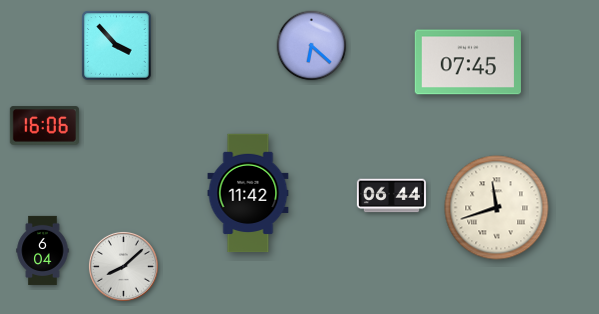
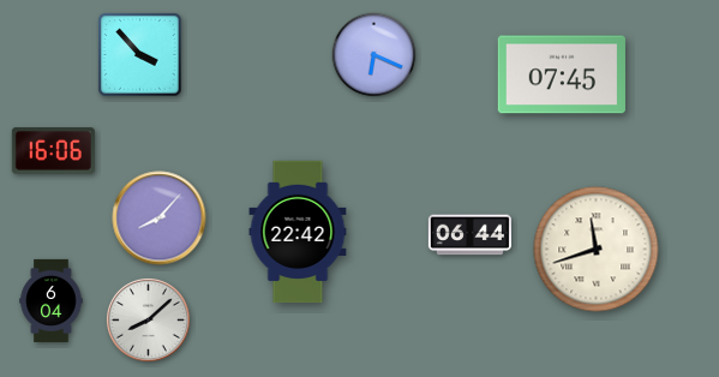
clock at (312, 46): 6:22 -> 6:19
clock at (160, 219): none -> 8:07
clock at (248, 193): 11:42 -> 22:42
